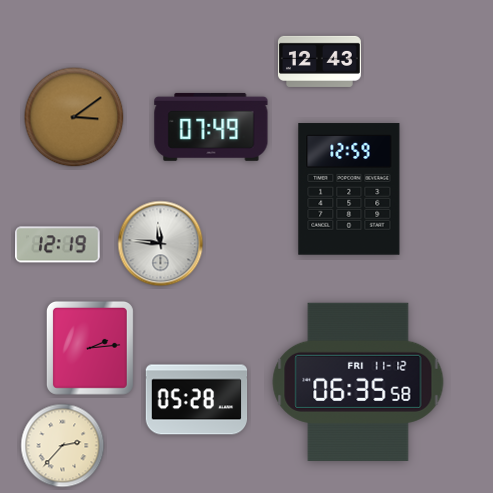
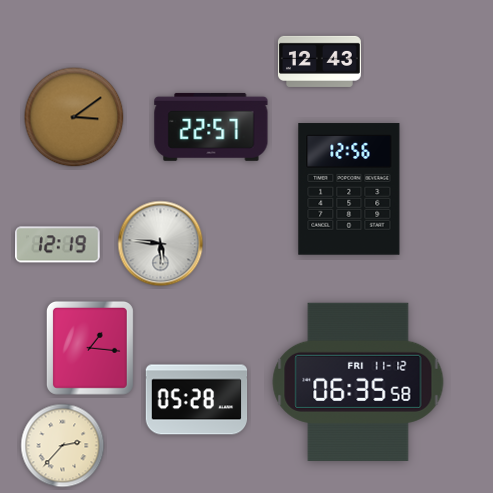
clock at (211, 127): 07:49 -> 22:57
clock at (349, 189): 12:59 -> 12:56
clock at (161, 244): 11:46 -> 5:46
clock at (90, 348): 2:14 -> 1:16
